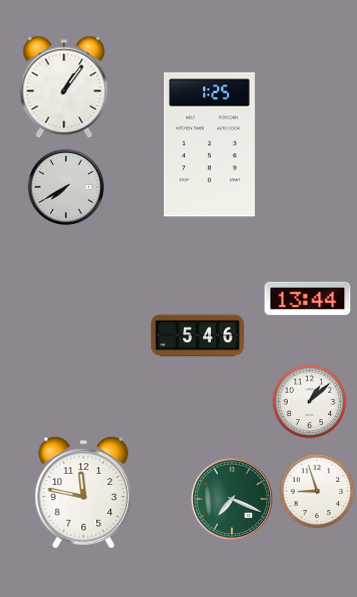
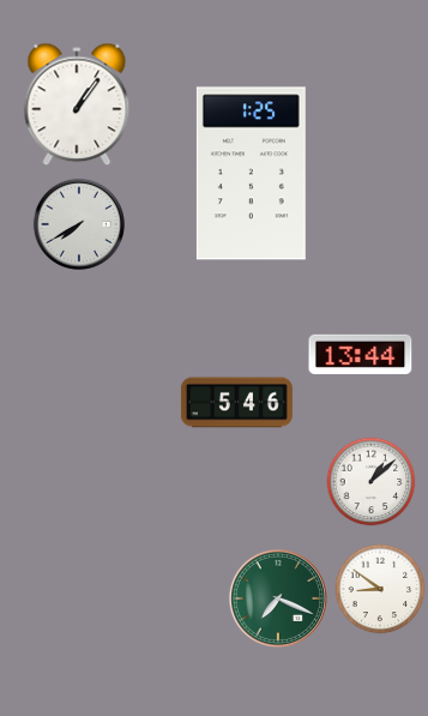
clock at (308, 298) position: (308, 298) -> (361, 354)
clock at (317, 491): 8:57 -> 8:51
clock at (84, 493): 11:47 -> none
